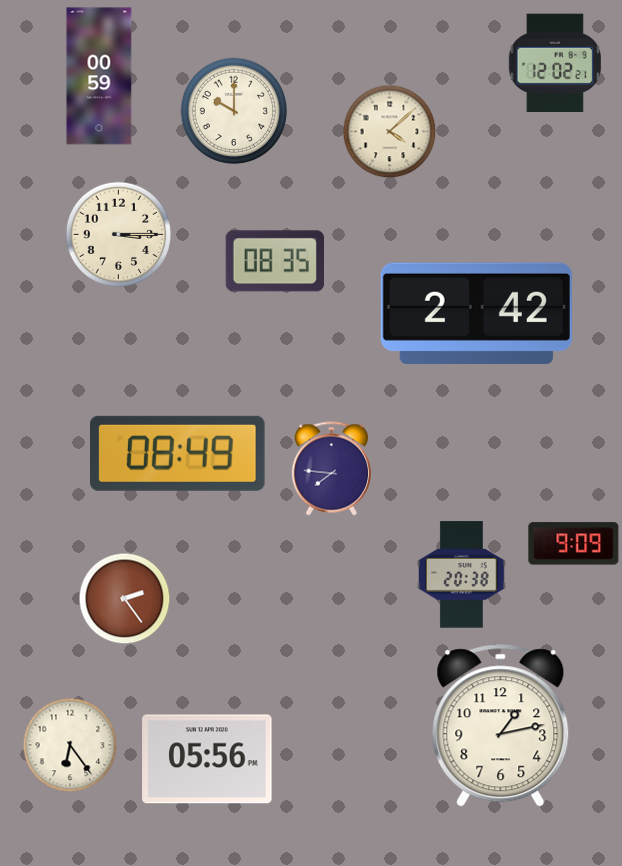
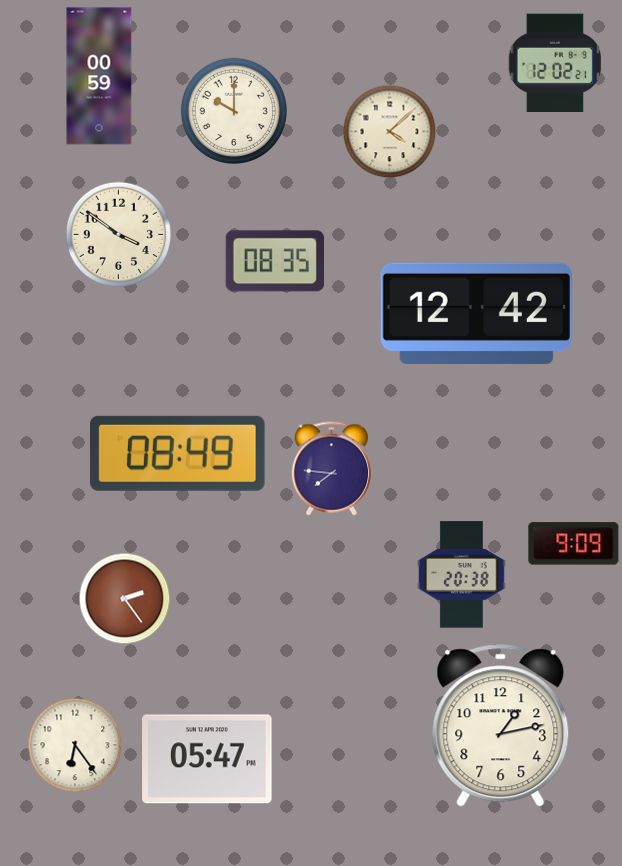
clock at (119, 235): 3:15 -> 3:51
clock at (476, 313): 2:42 -> 12:42
clock at (70, 745) position: (70, 745) -> (75, 745)
clock at (207, 759): 05:56 -> 05:47
